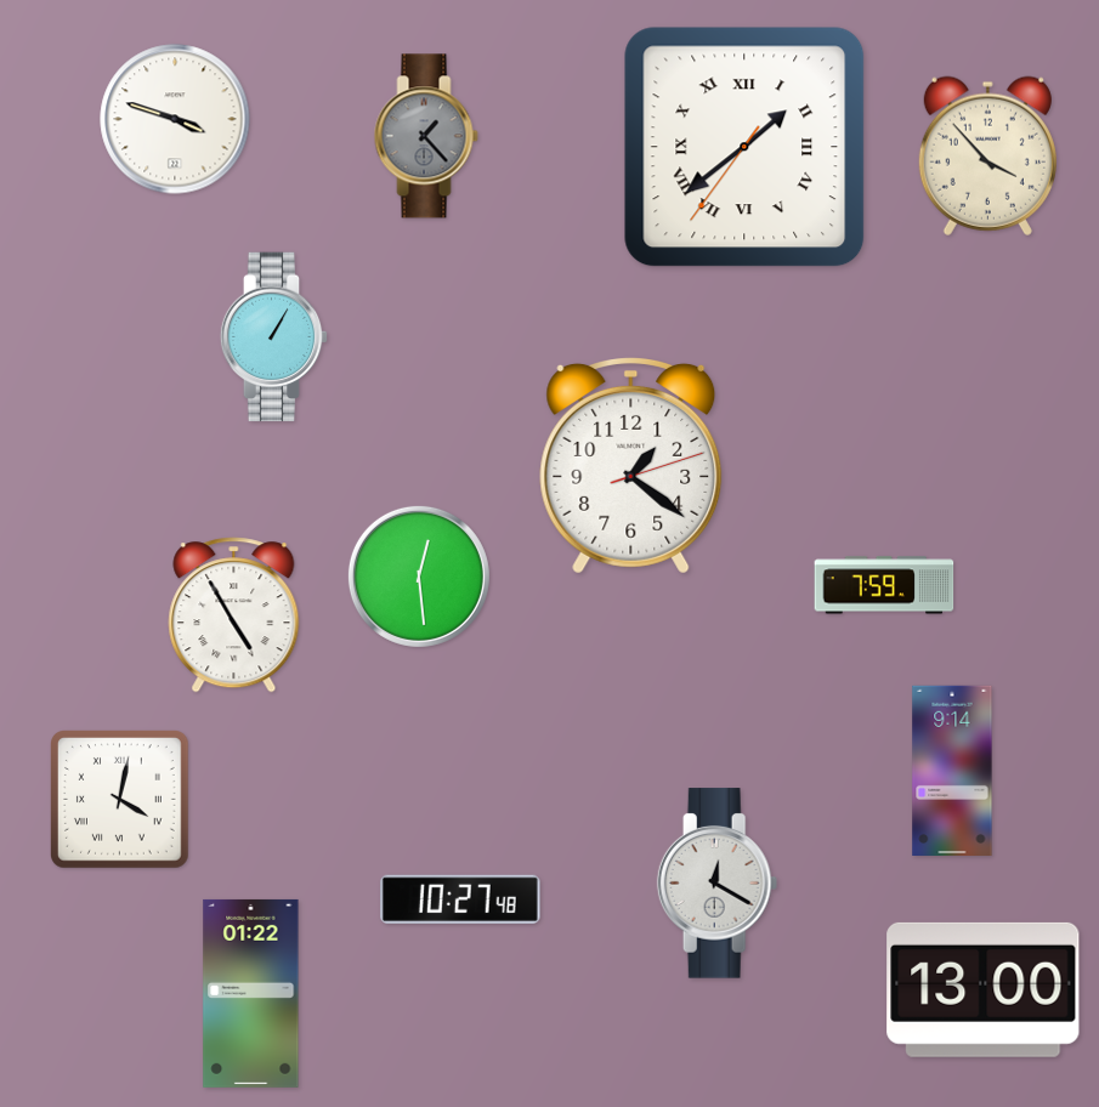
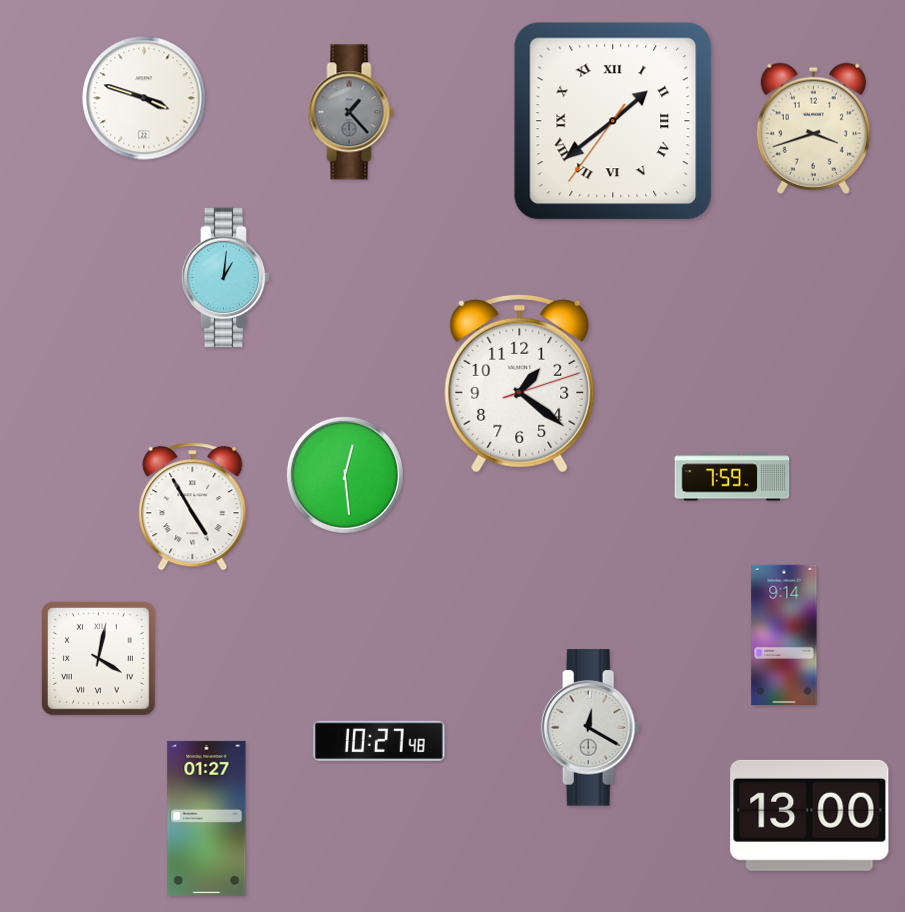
clock at (987, 155): 3:53 -> 3:42
clock at (274, 337): 1:05 -> 1:01
clock at (884, 585) position: (884, 585) -> (732, 477)
clock at (251, 993): 01:22 -> 01:27
